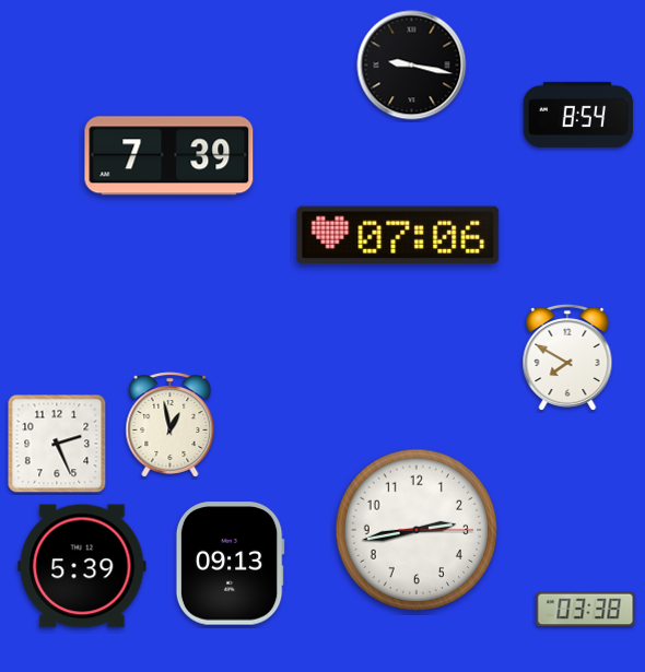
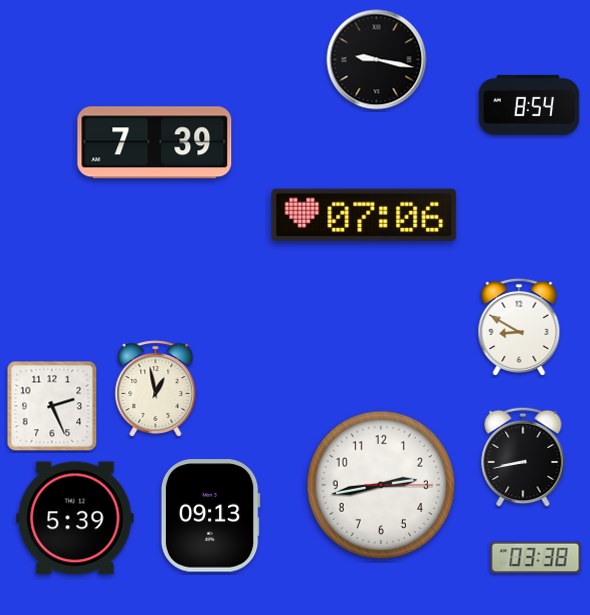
clock at (567, 356): 7:50 -> 8:50
clock at (523, 457): none -> 8:43
